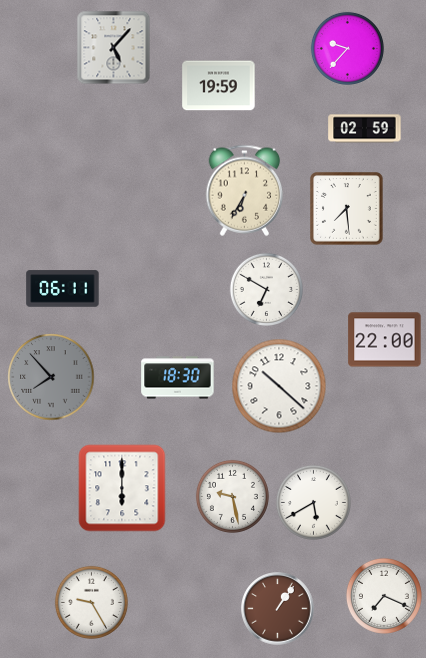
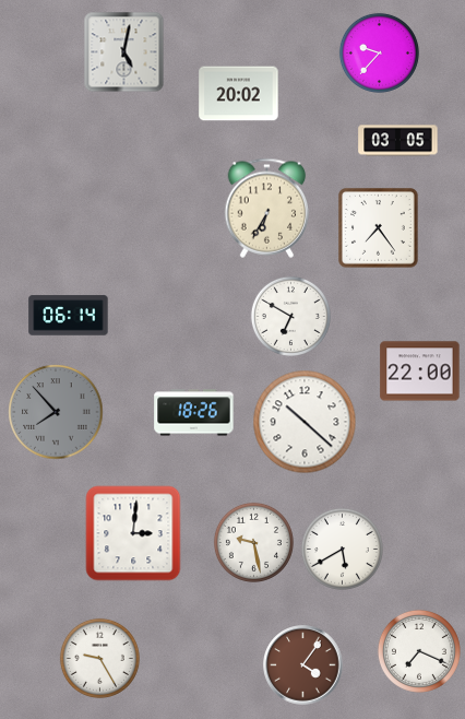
clock at (114, 48): 5:07 -> 5:02
clock at (219, 86): 19:59 -> 20:02
clock at (365, 129): 02:59 -> 03:05
clock at (347, 209): 7:29 -> 7:24
clock at (63, 289): 06:11 -> 06:14
clock at (178, 378): 18:30 -> 18:26
clock at (122, 488): 6:00 -> 3:01
clock at (278, 609): 1:06 -> 4:06
